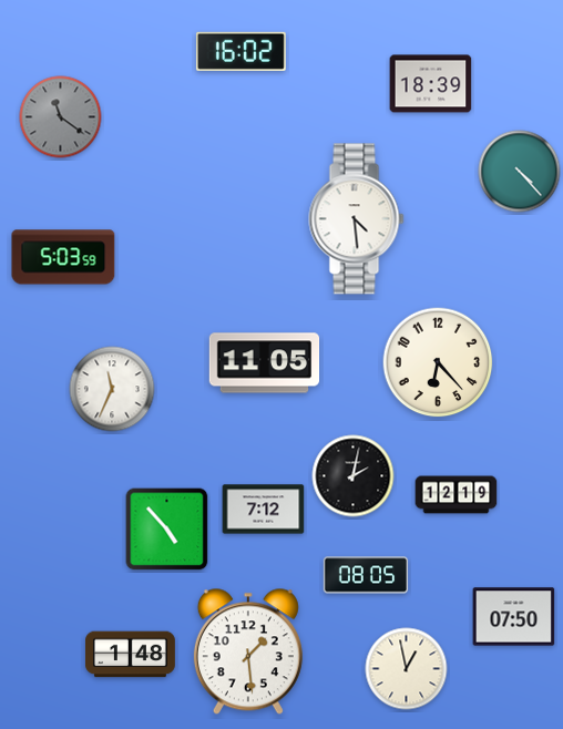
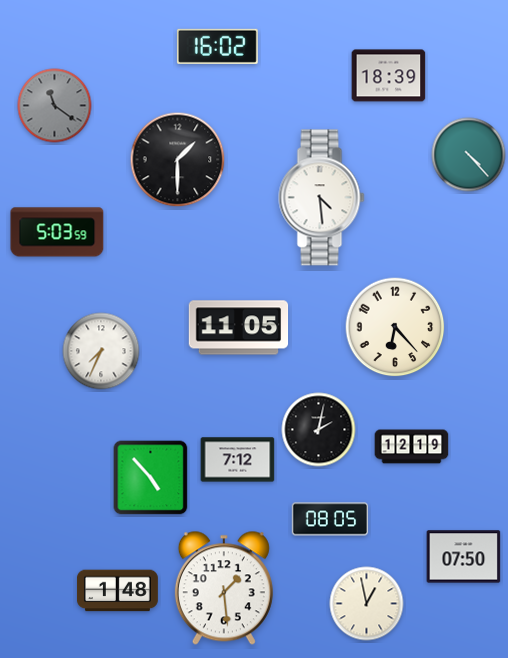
clock at (178, 160): none -> 1:30
clock at (112, 389): 11:34 -> 7:34
